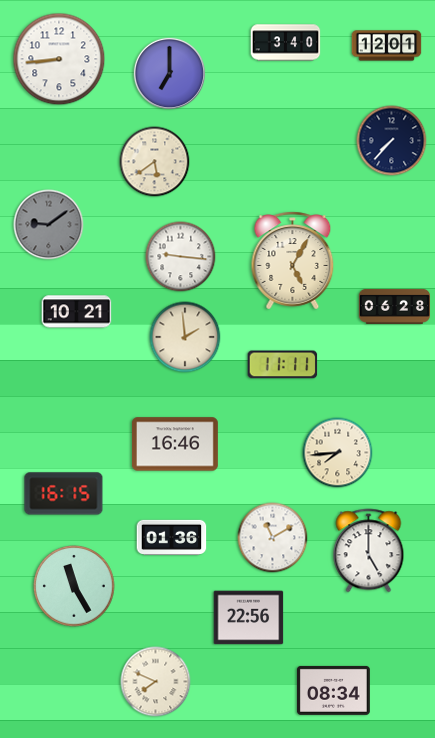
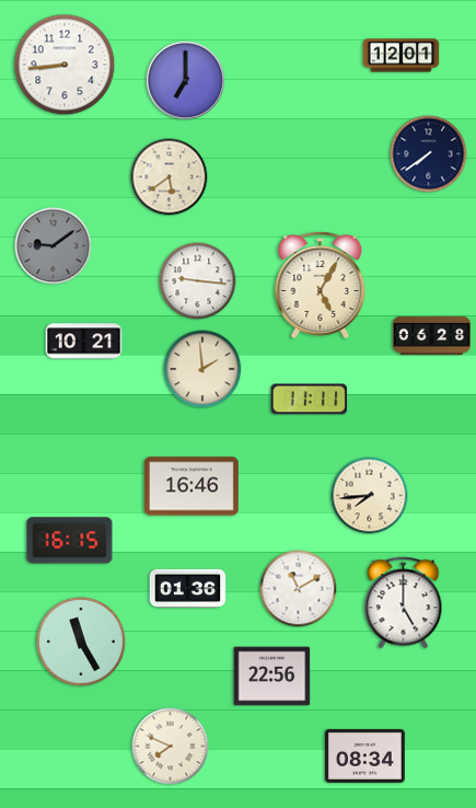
clock at (286, 43): 3:40 -> none
clock at (387, 46) position: (387, 46) -> (402, 56)
clock at (392, 141): 7:37 -> 7:39
